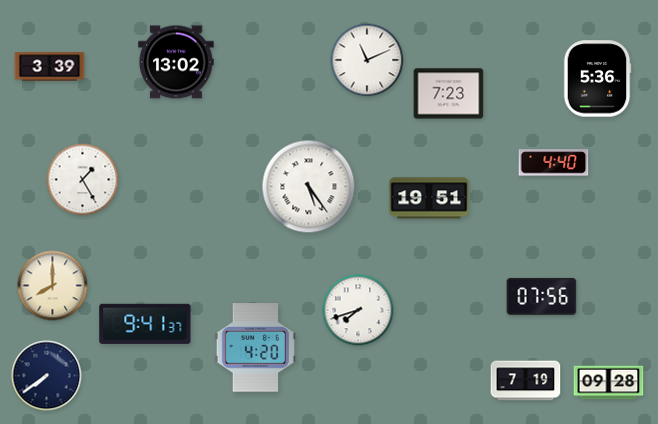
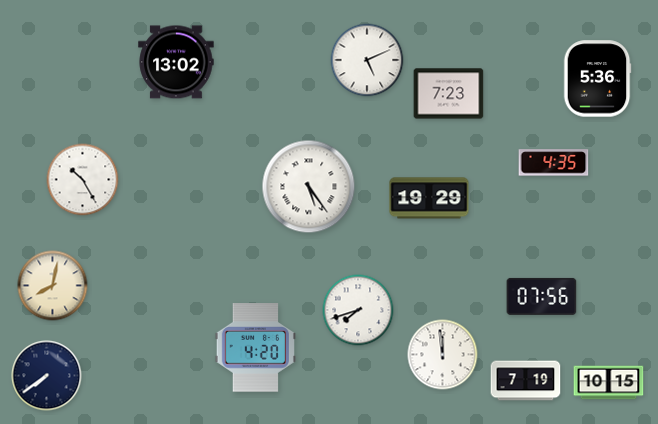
clock at (367, 60): 11:11 -> 5:11
clock at (50, 67): 3:39 -> none
clock at (554, 163): 4:40 -> 4:35
clock at (83, 180): 1:25 -> 10:25
clock at (429, 198): 19:51 -> 19:29
clock at (53, 286): 8:00 -> 8:02
clock at (145, 324): 9:41 -> none
clock at (443, 355): none -> 11:59
clock at (609, 383): 09:28 -> 10:15
